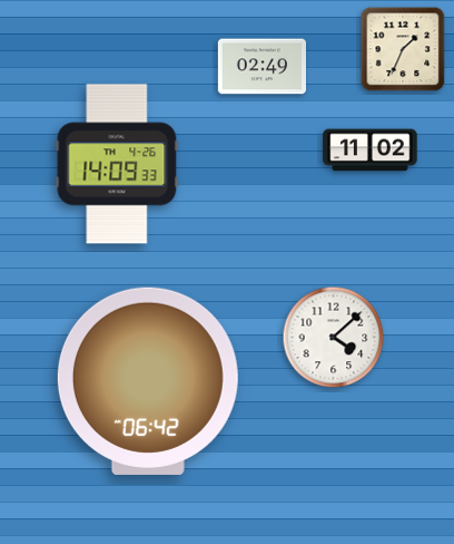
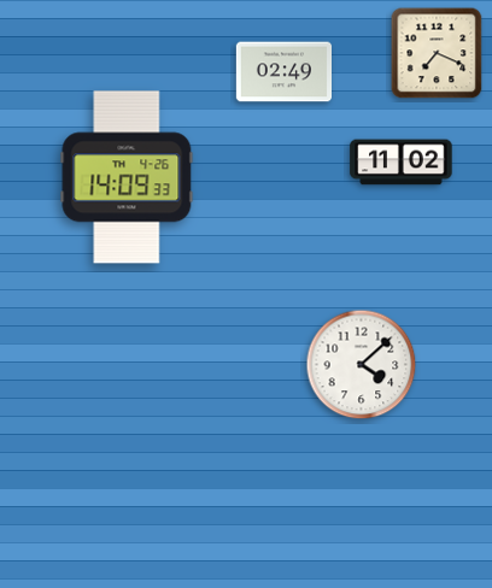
clock at (403, 49): 1:34 -> 7:19
clock at (148, 381): 06:42 -> none
